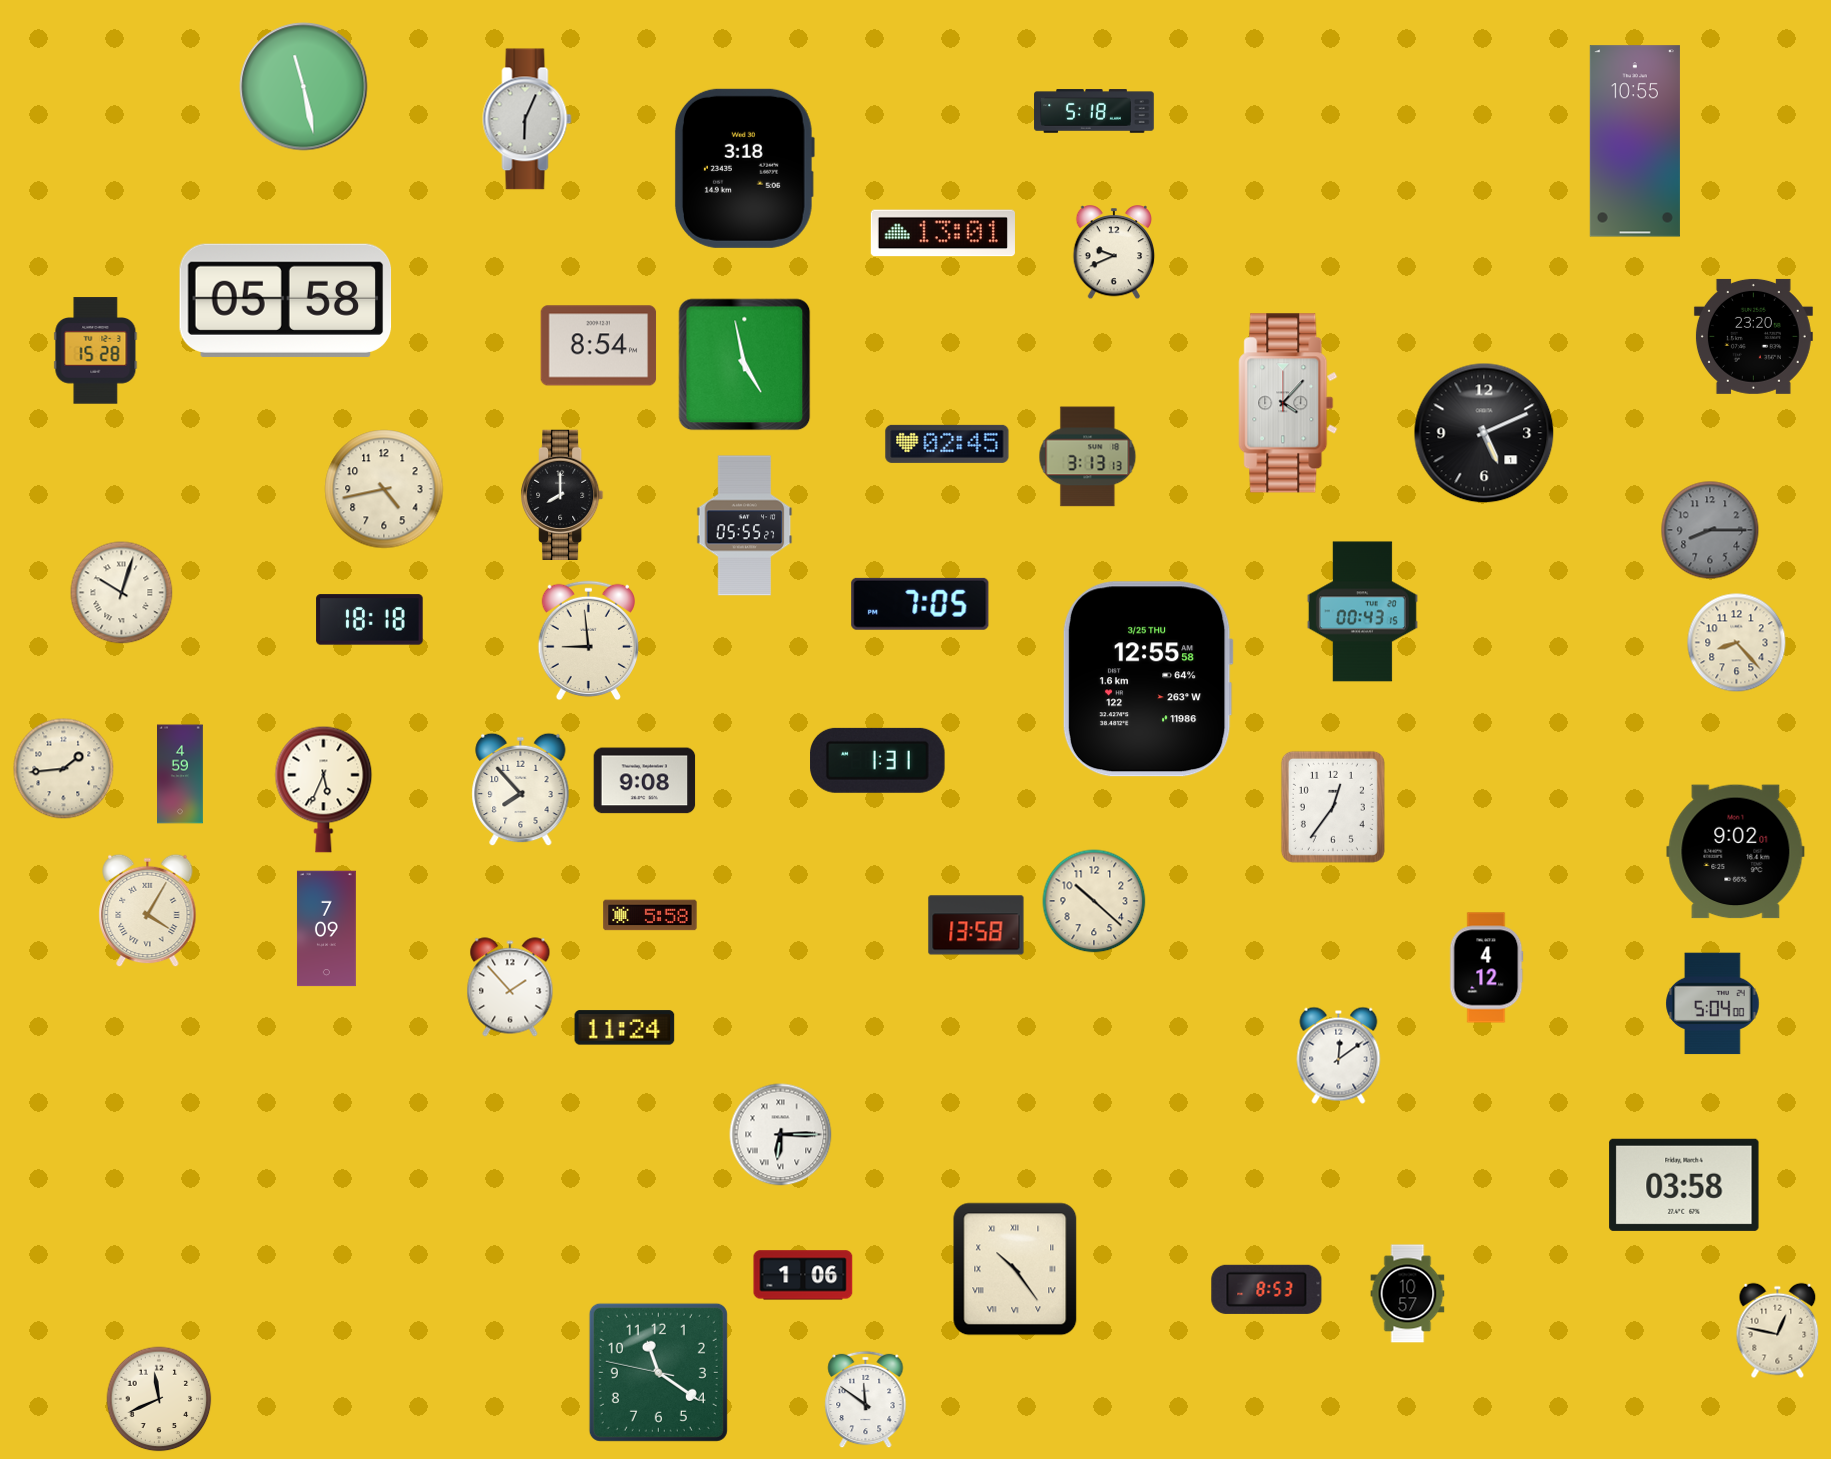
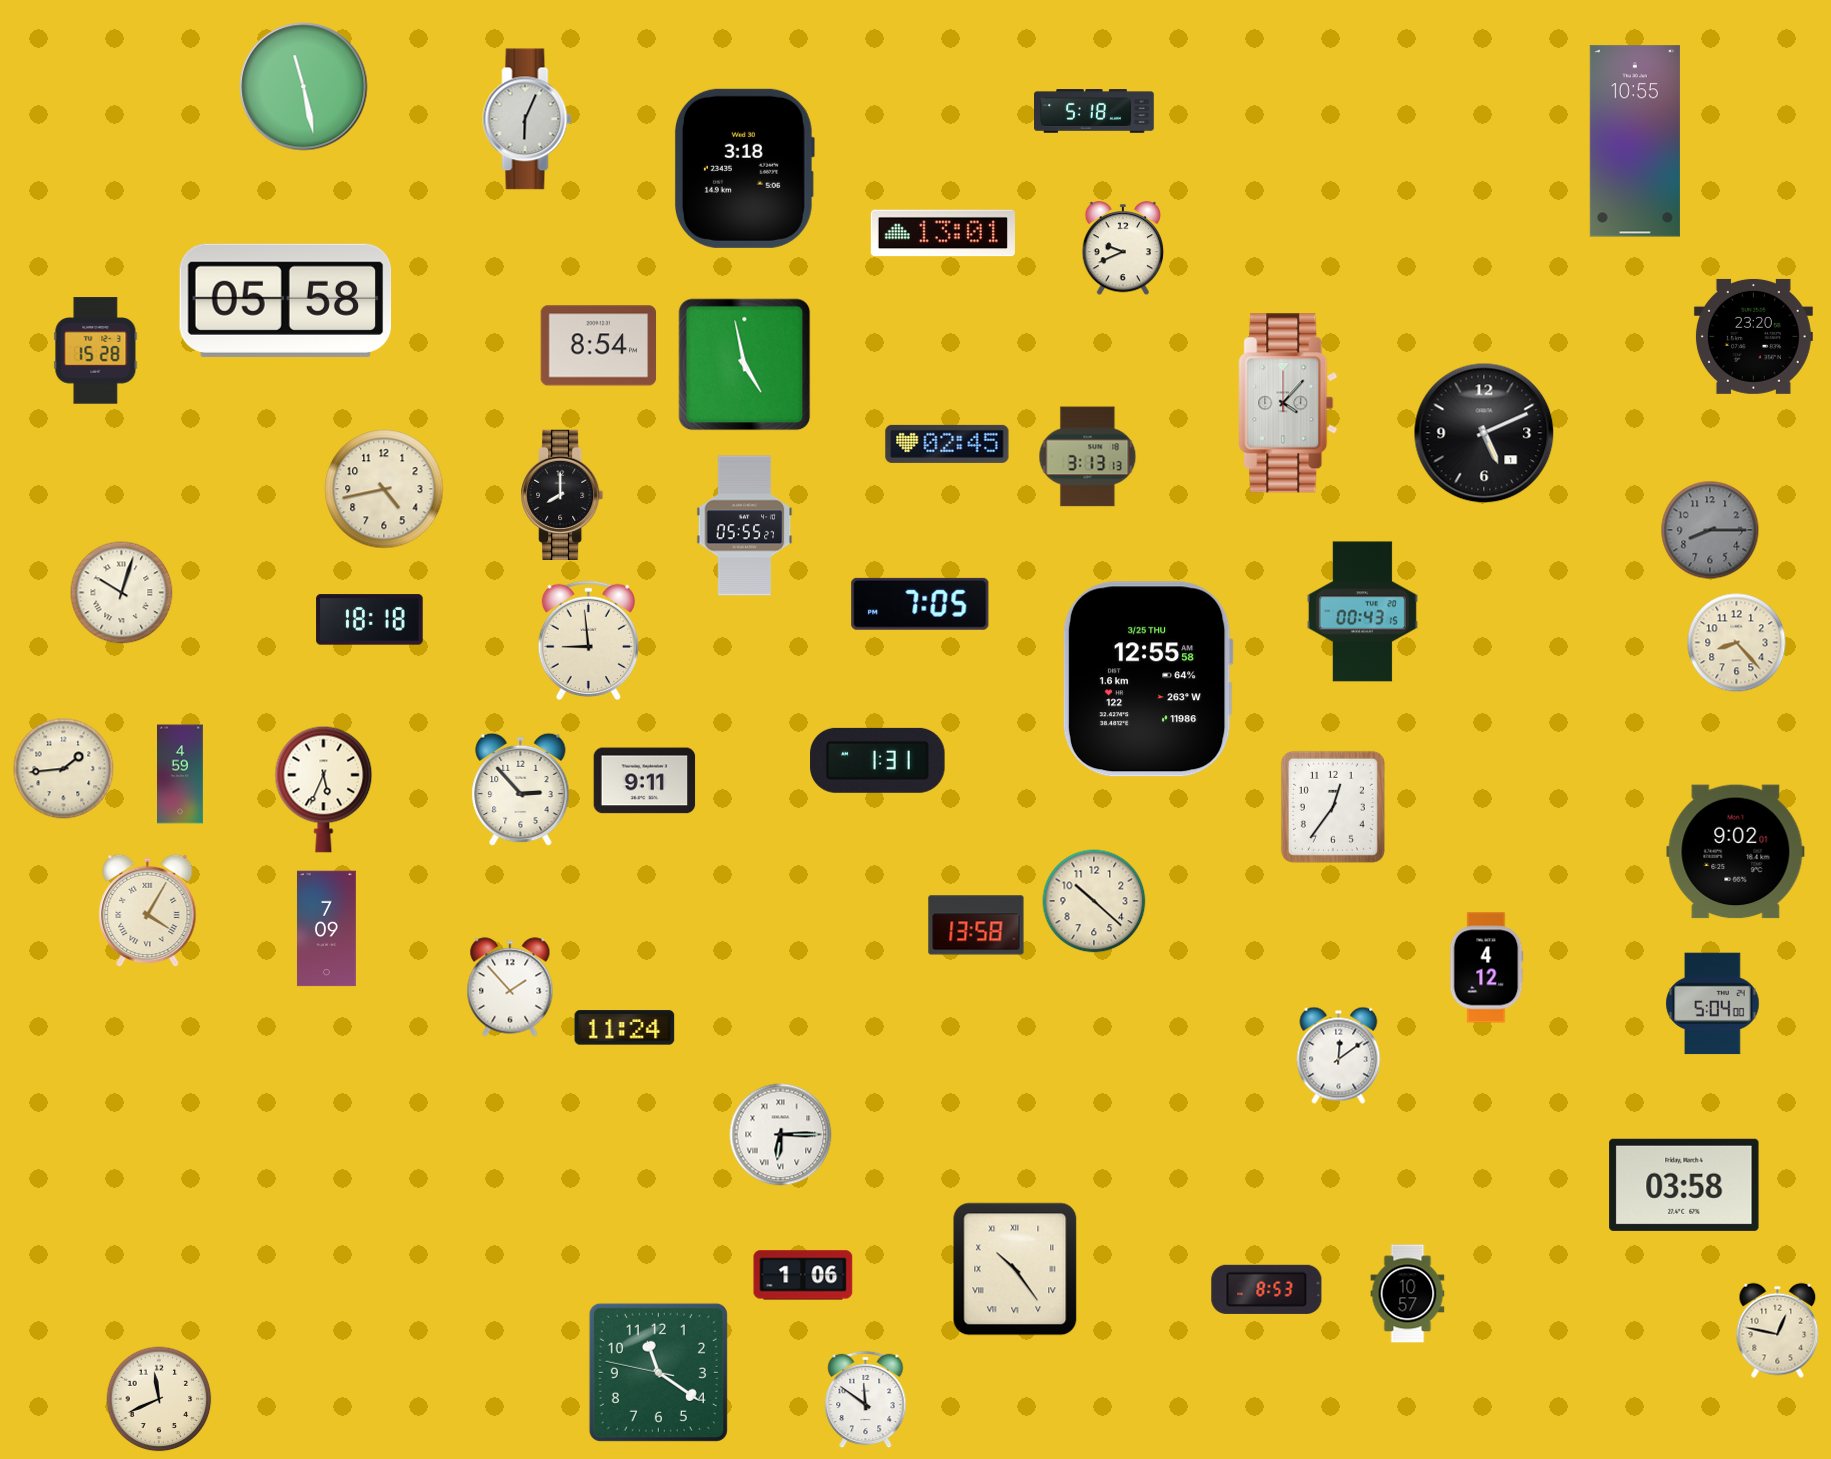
clock at (1114, 253) position: (1114, 253) -> (1123, 249)
clock at (645, 781): 9:08 -> 9:11
clock at (521, 790): 7:53 -> 2:53
clock at (650, 915): 5:58 -> none
